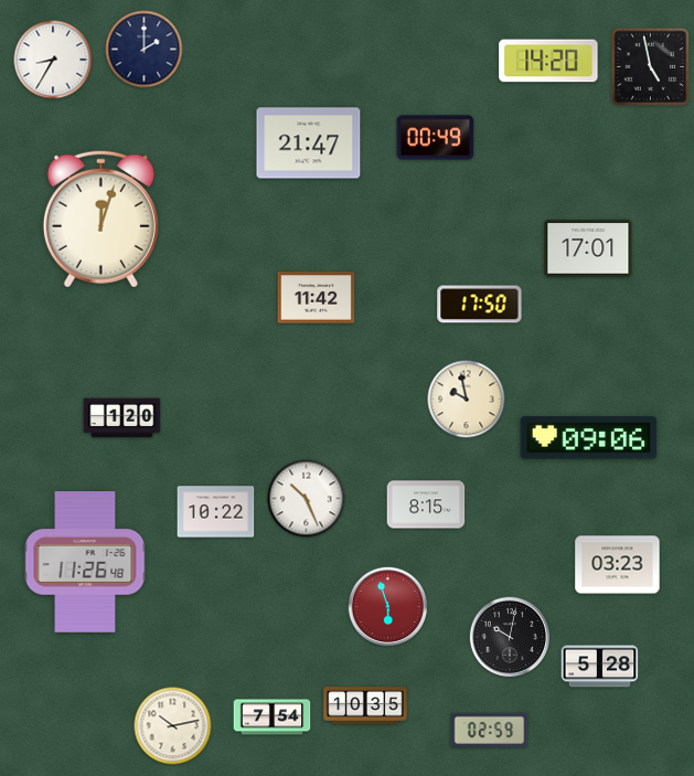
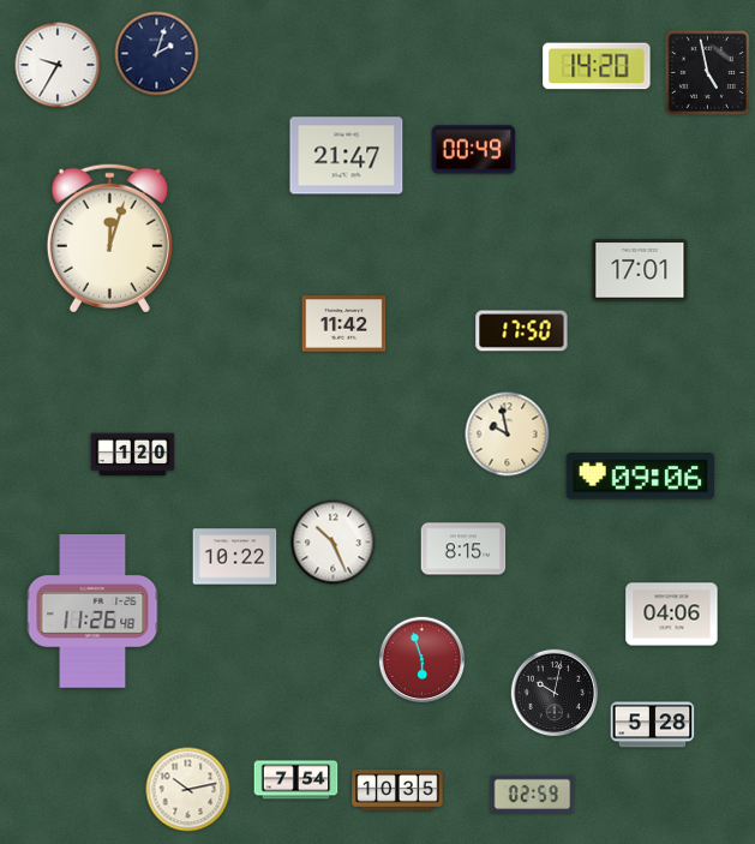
clock at (145, 50): 2:00 -> 2:03
clock at (53, 60): 8:35 -> 9:35
clock at (309, 143) position: (309, 143) -> (347, 156)
clock at (618, 565): 03:23 -> 04:06
clock at (365, 705) position: (365, 705) -> (397, 790)
